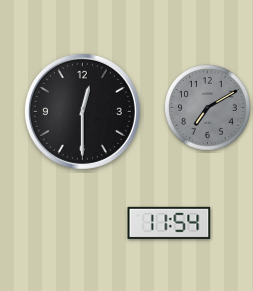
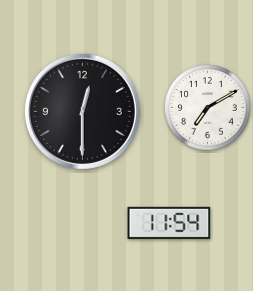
clock at (208, 108) dial: grey -> white
